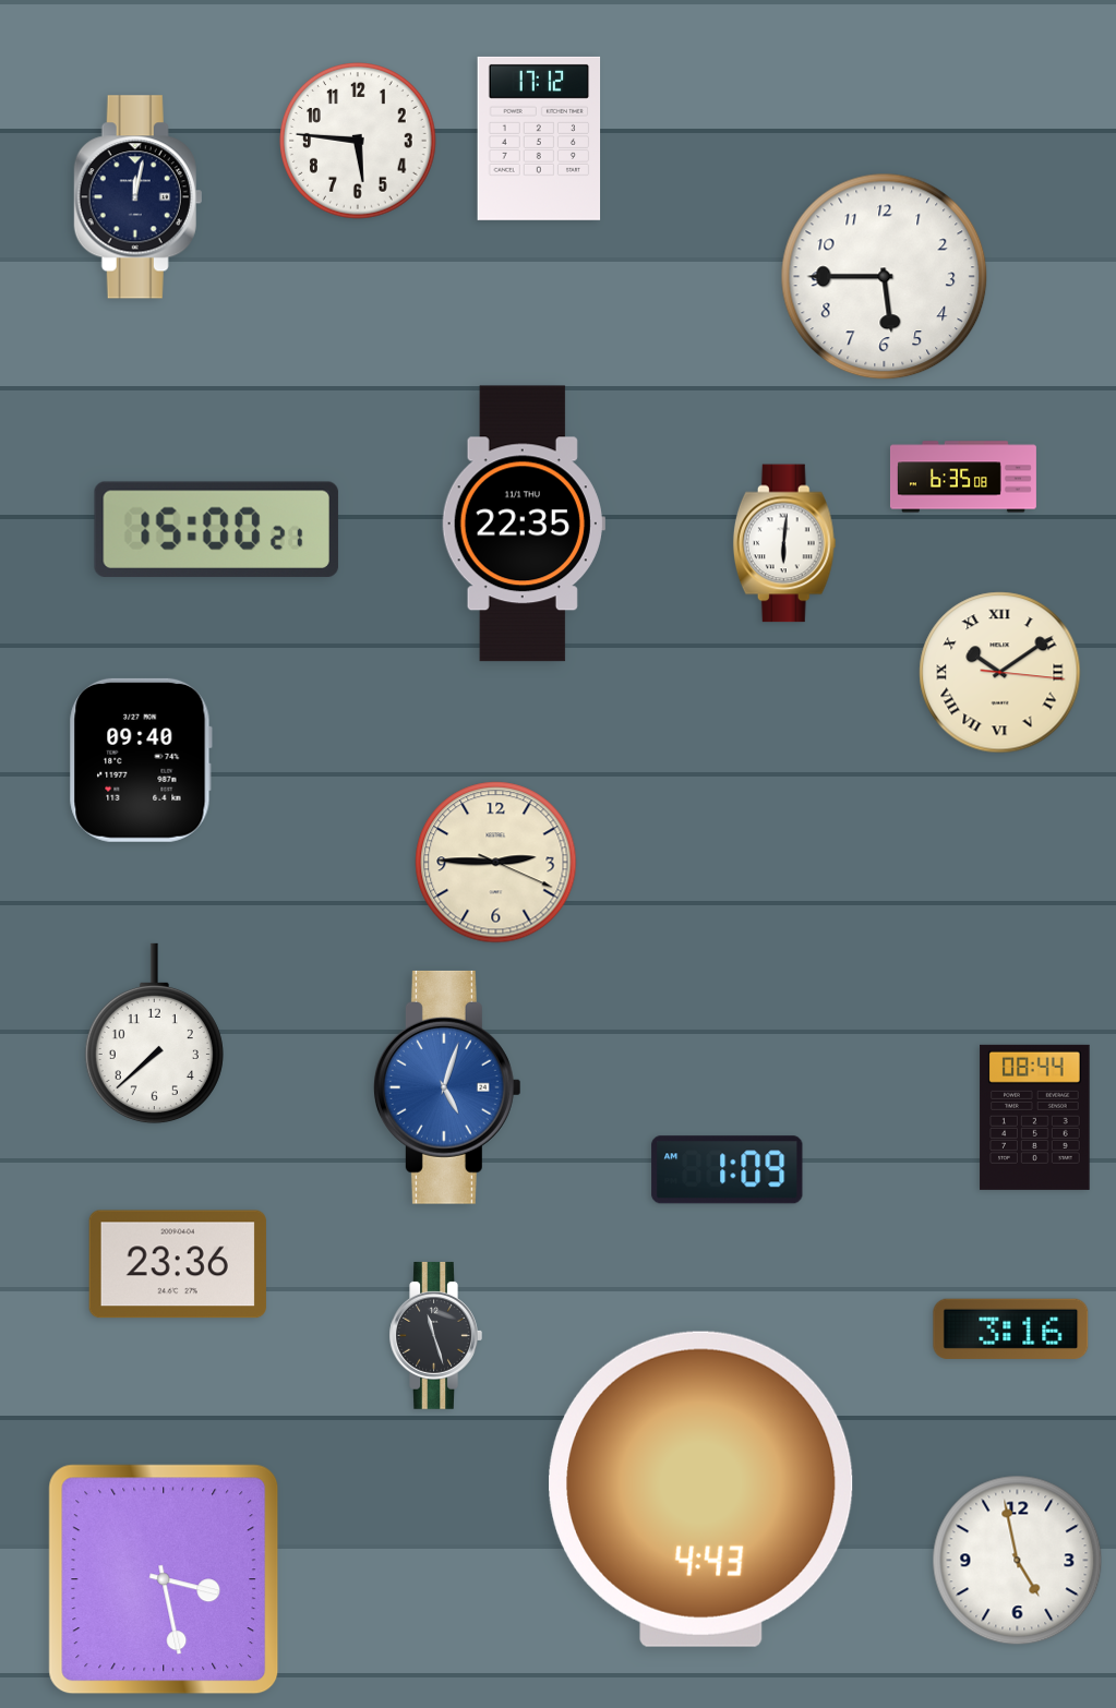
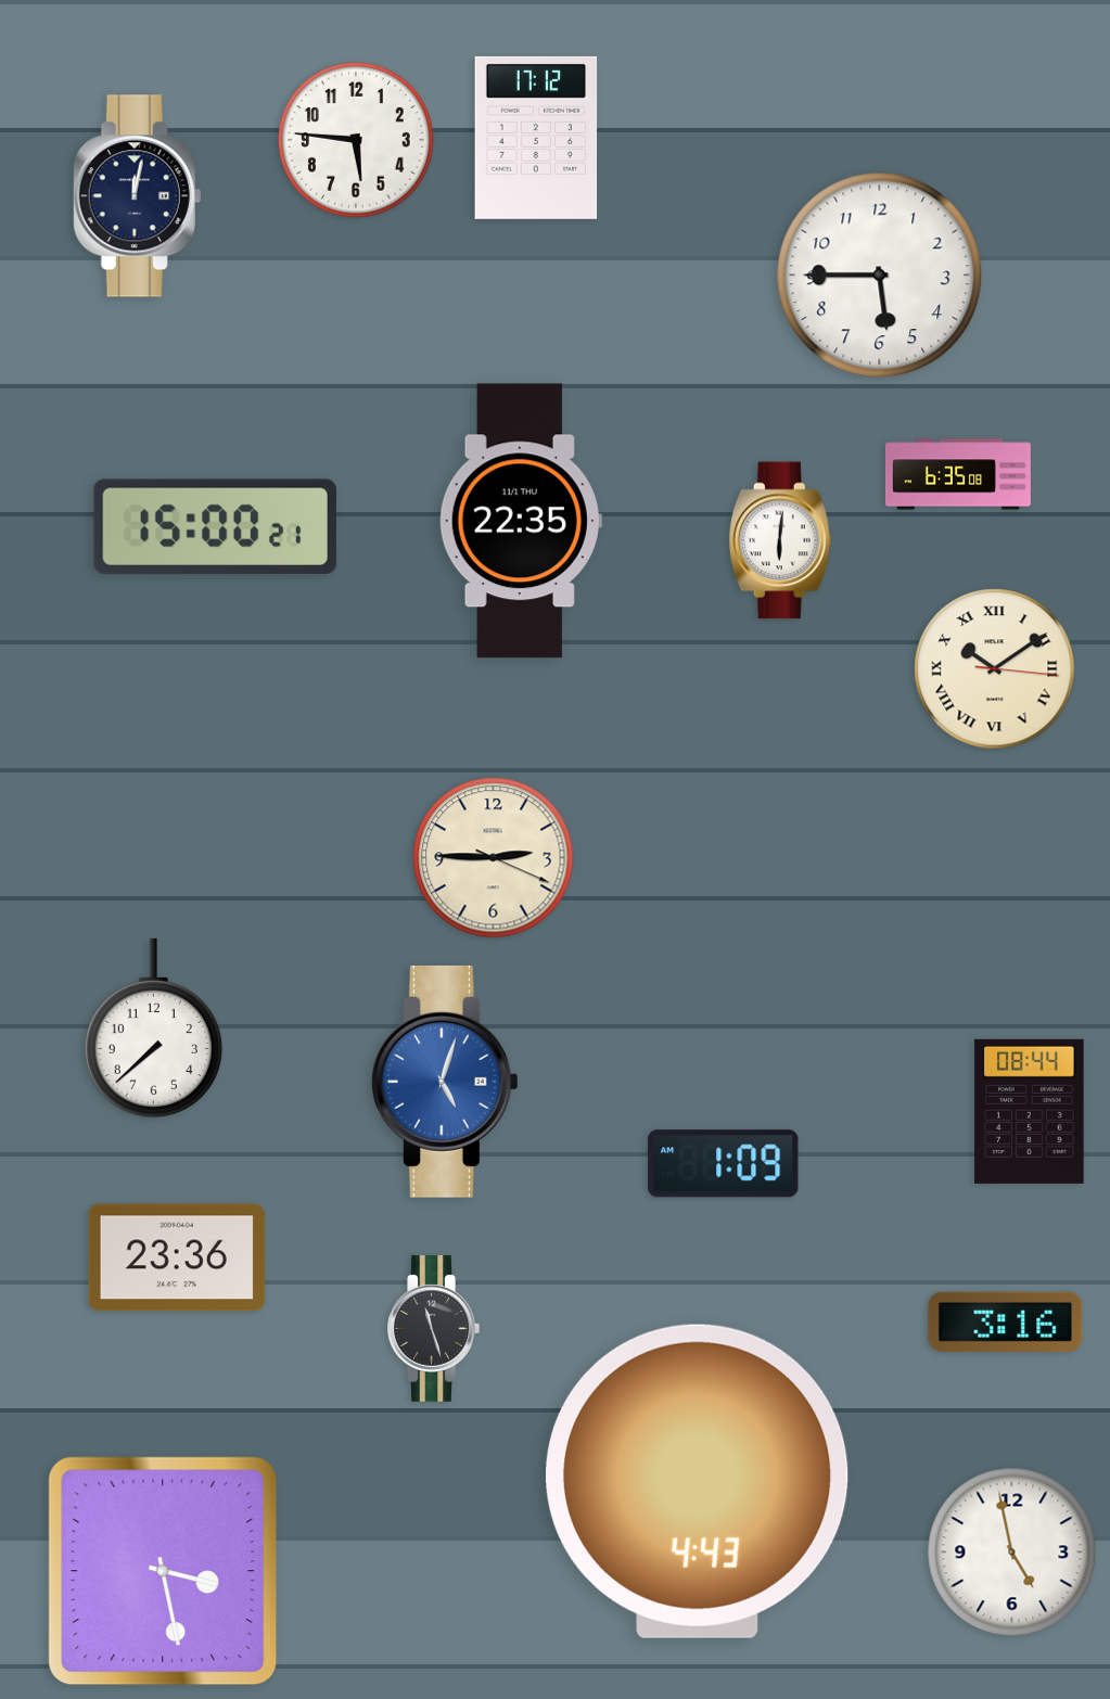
clock at (141, 760): 09:40 -> none
